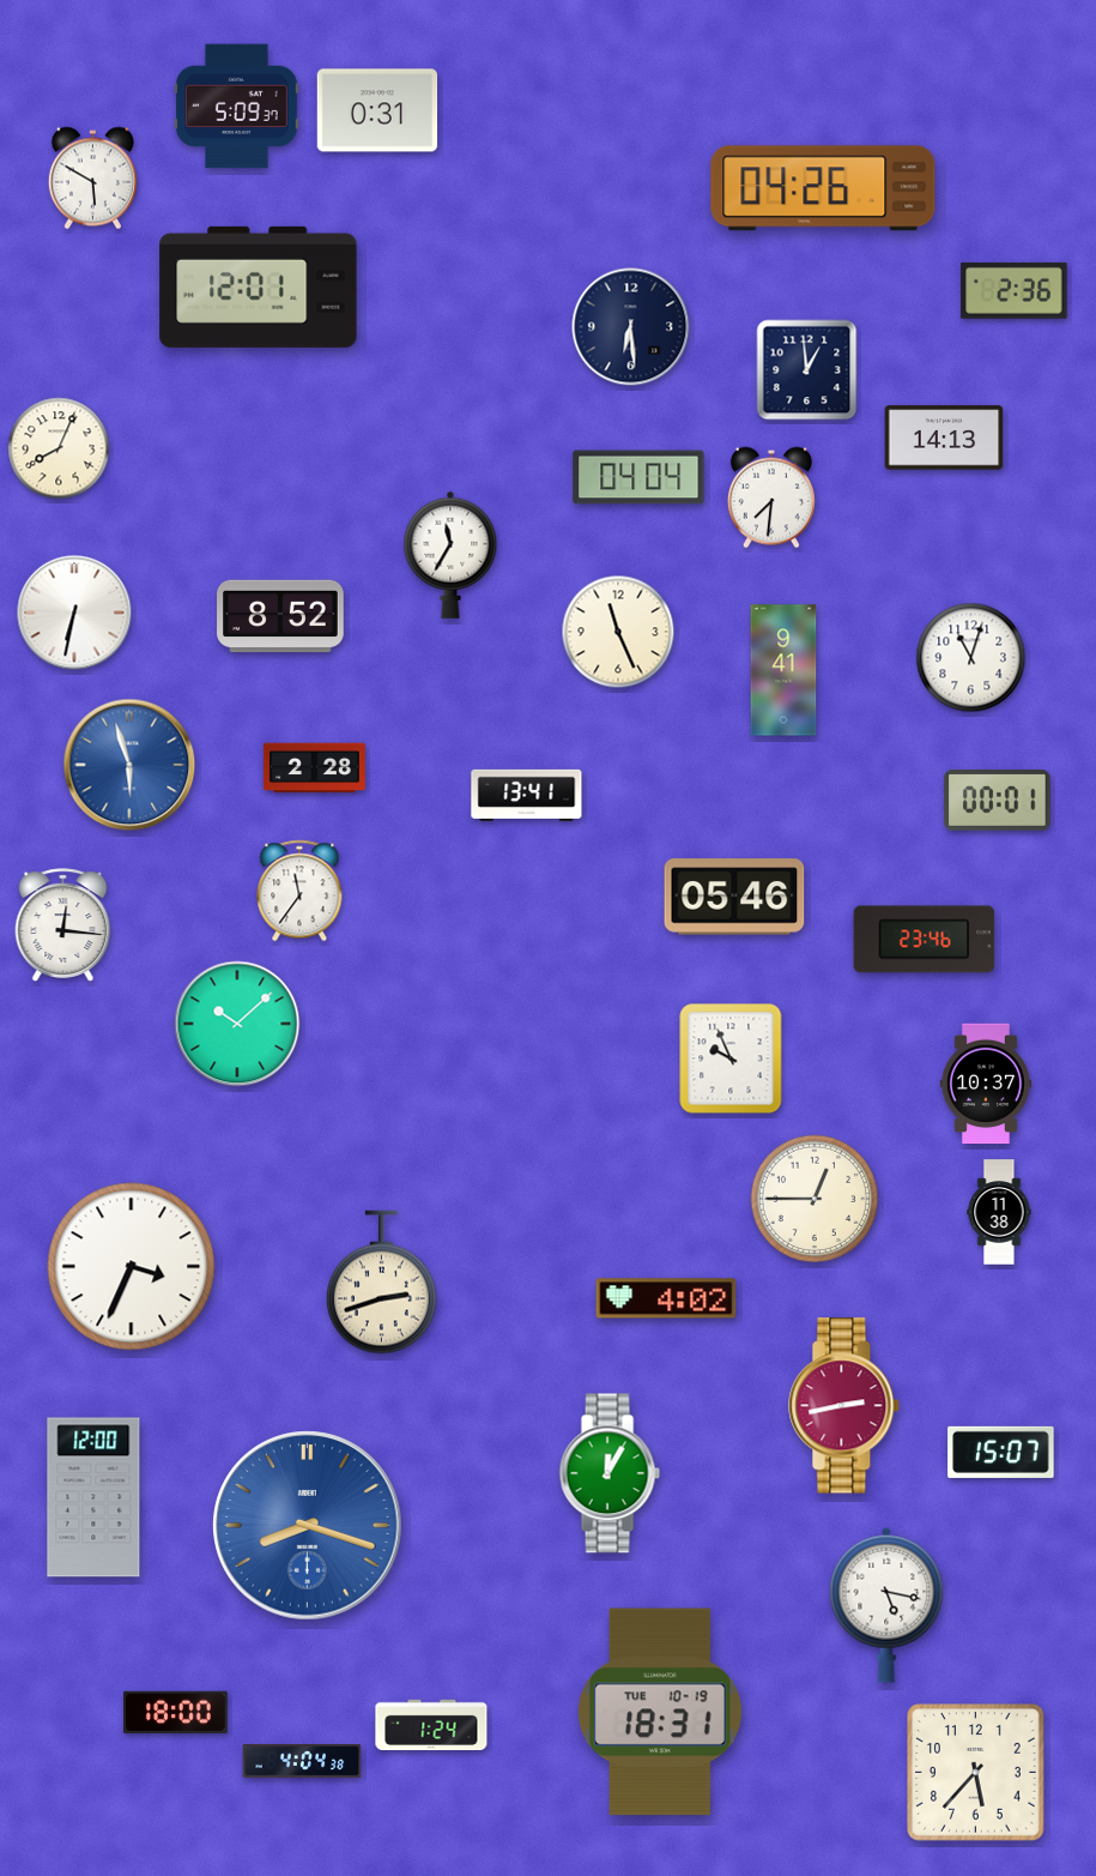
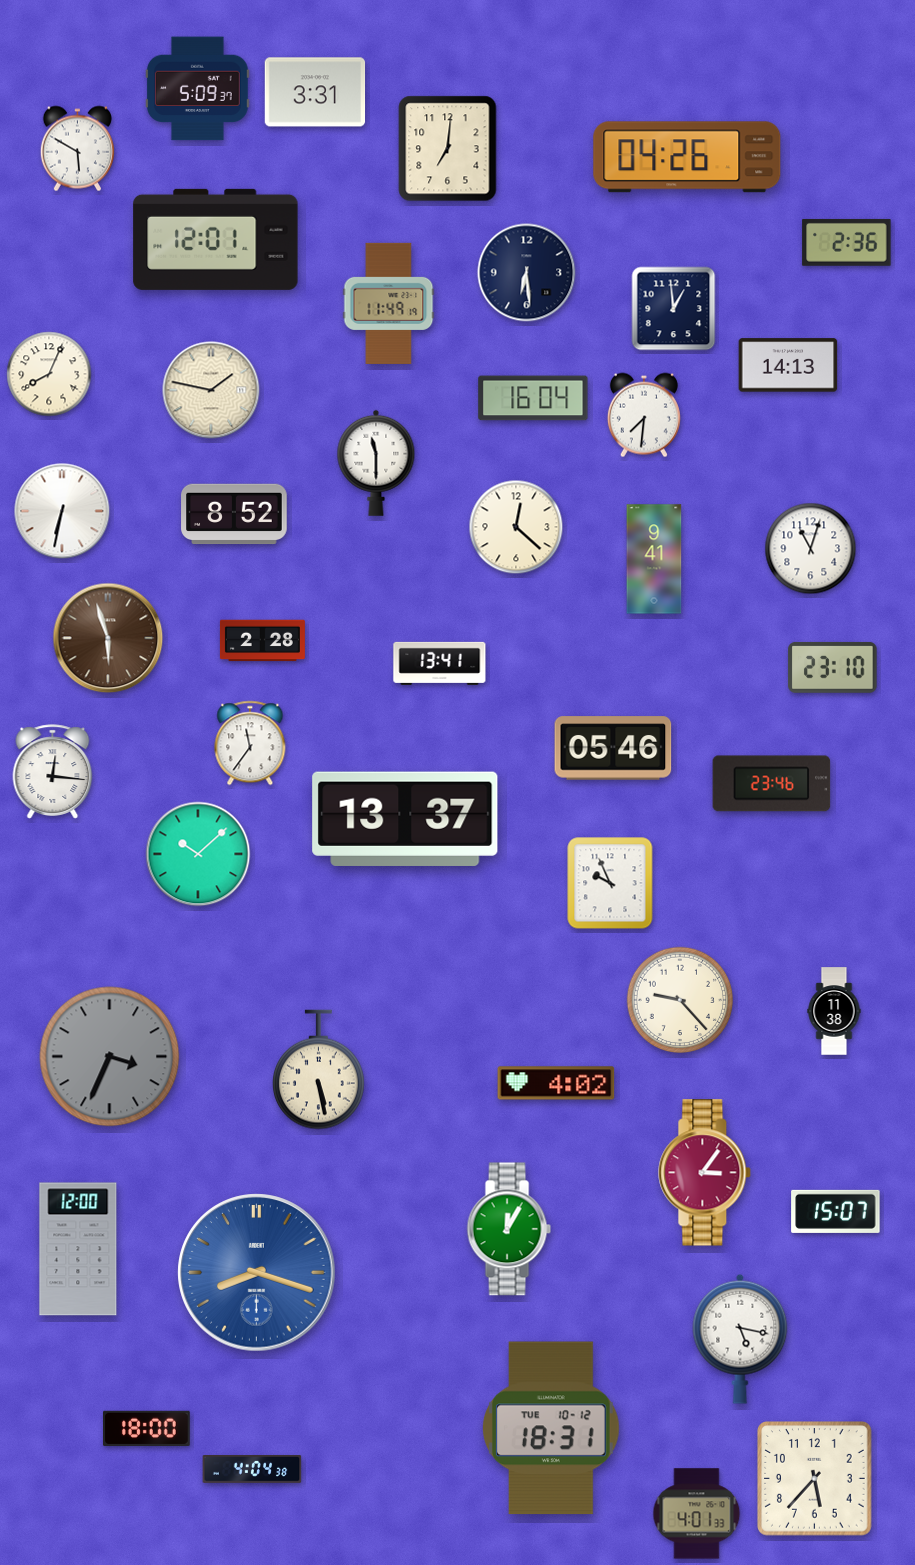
clock at (377, 110): 0:31 -> 3:31
clock at (448, 149): none -> 7:01
clock at (389, 303): none -> 11:49
clock at (211, 390): none -> 1:47
clock at (638, 477): 04:04 -> 16:04
clock at (450, 555): 11:35 -> 11:30
clock at (618, 632): 11:26 -> 12:22
clock at (129, 765) dial: blue -> brown
clock at (998, 801): 00:01 -> 23:10
clock at (405, 819): none -> 13:37
clock at (986, 1084): 10:37 -> none
clock at (815, 1199): 12:45 -> 9:23
clock at (132, 1267) dial: white -> grey
clock at (382, 1283): 2:42 -> 5:28
clock at (844, 1406): 2:43 -> 3:06
clock at (660, 1712) date: TUE 10-19 -> TUE 10-12
clock at (431, 1724): 1:24 -> none
clock at (697, 1514): none -> 4:01
